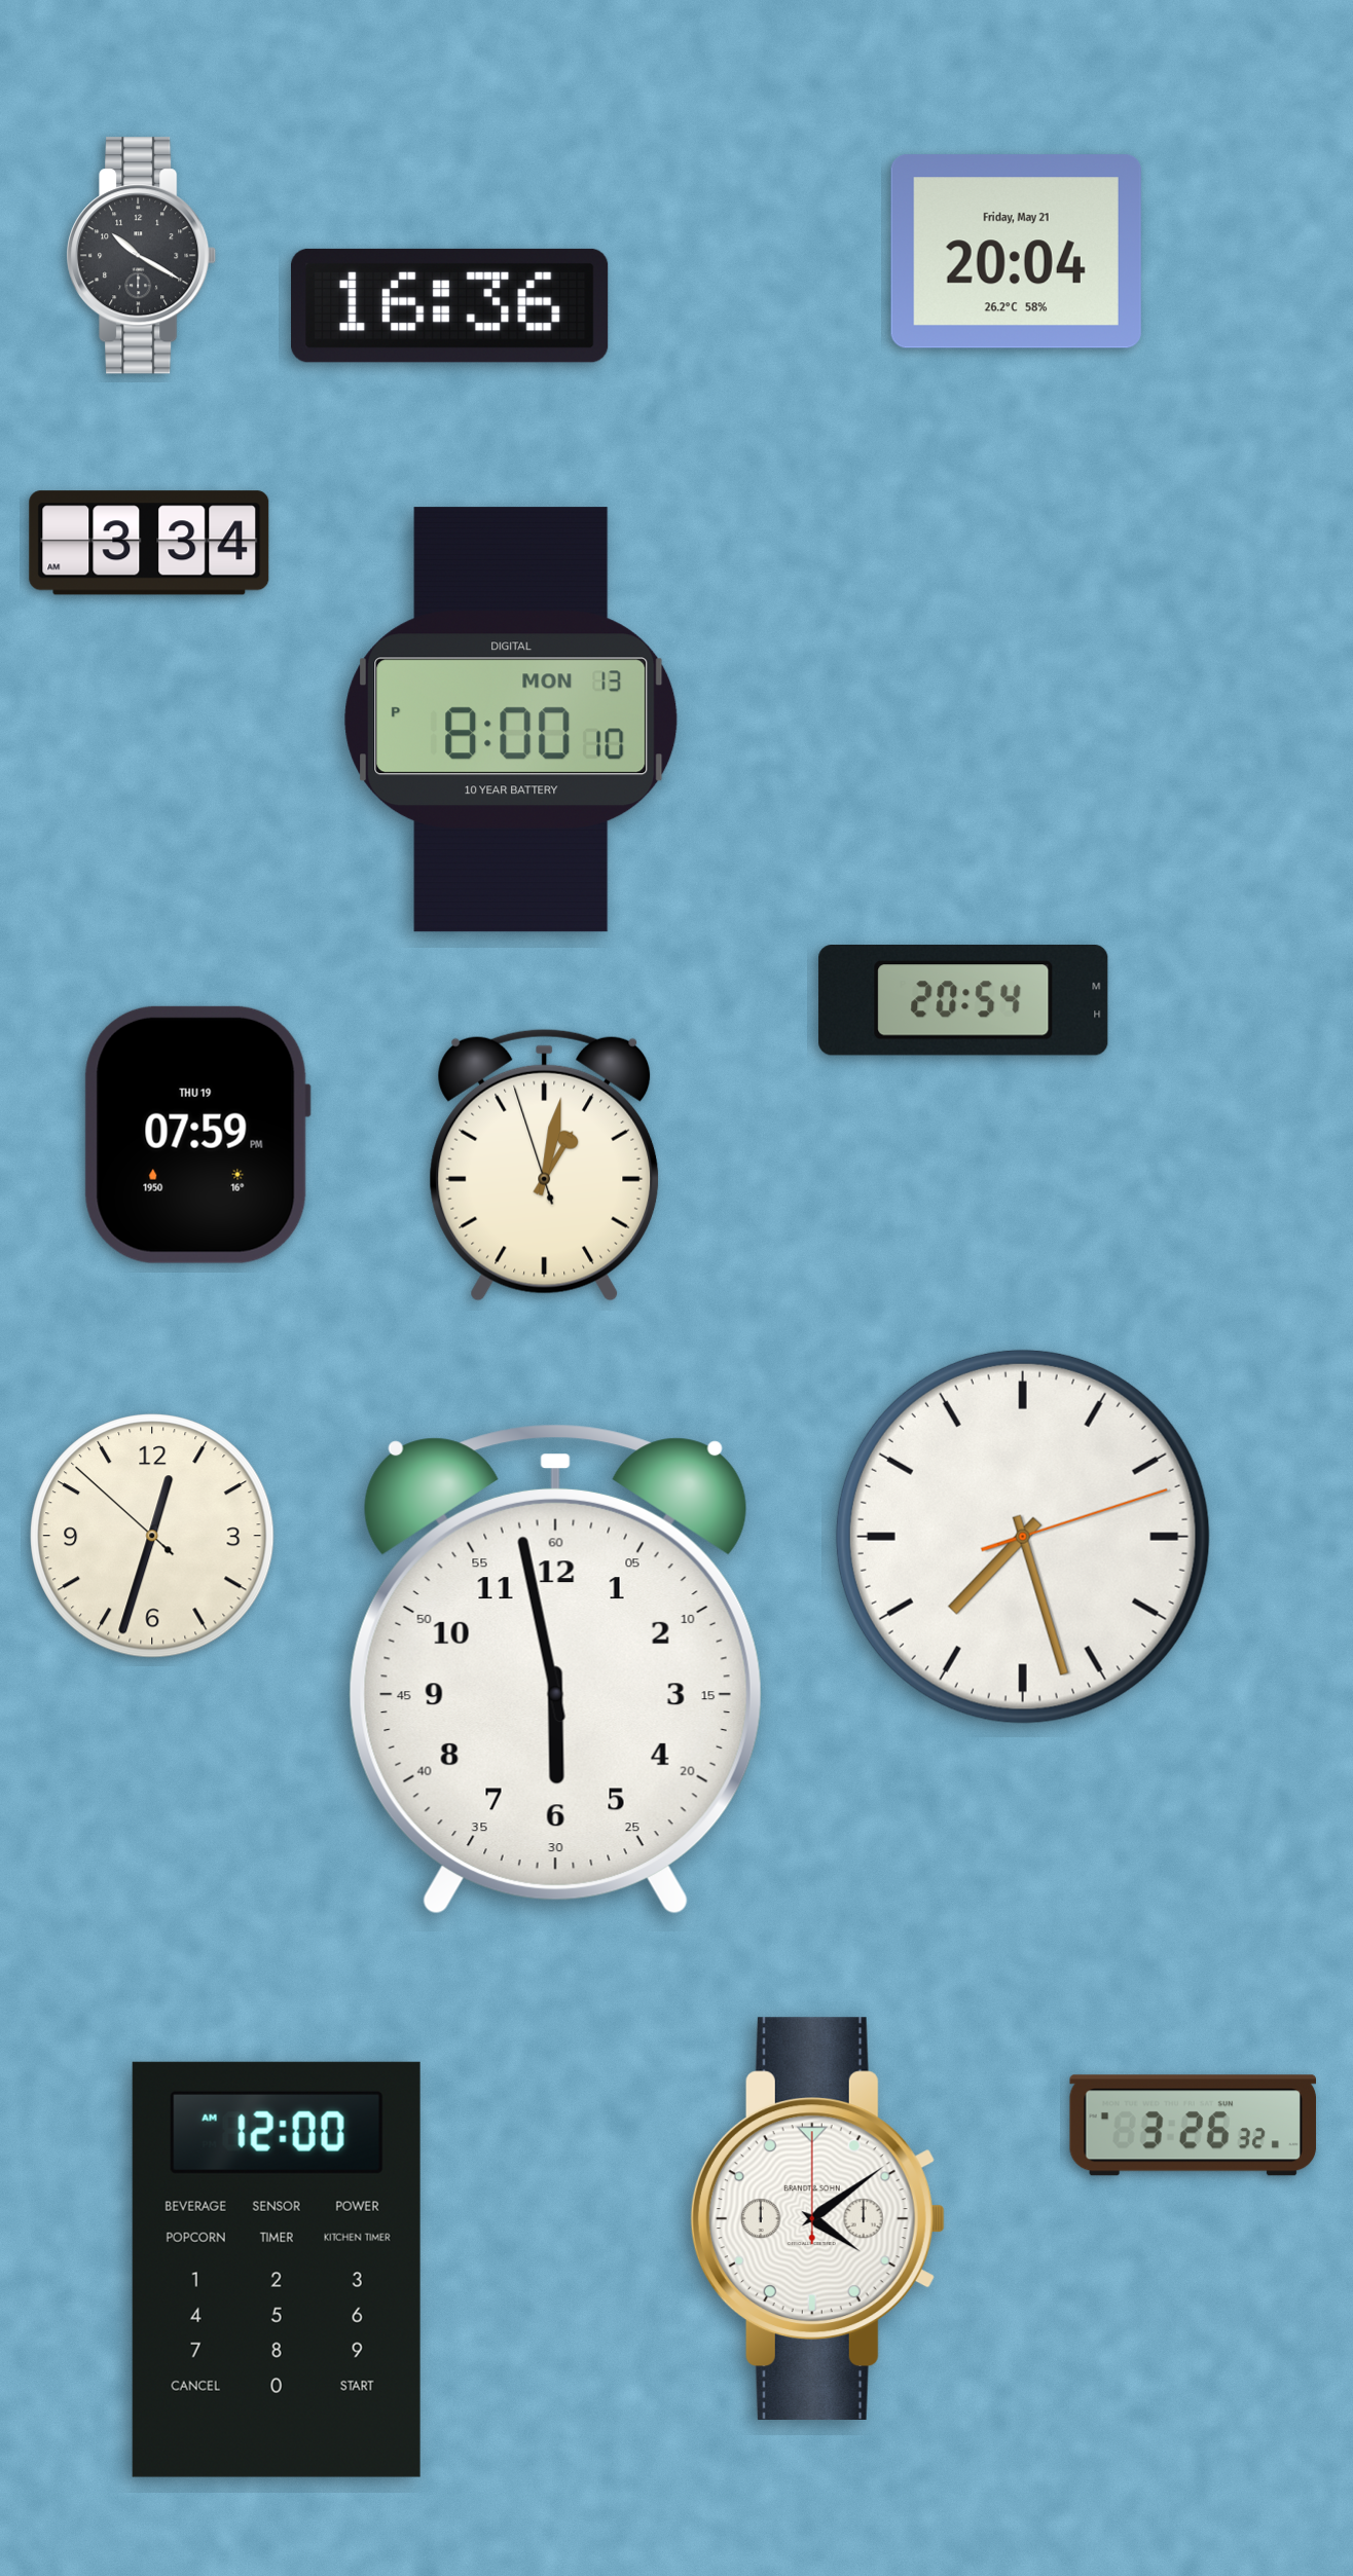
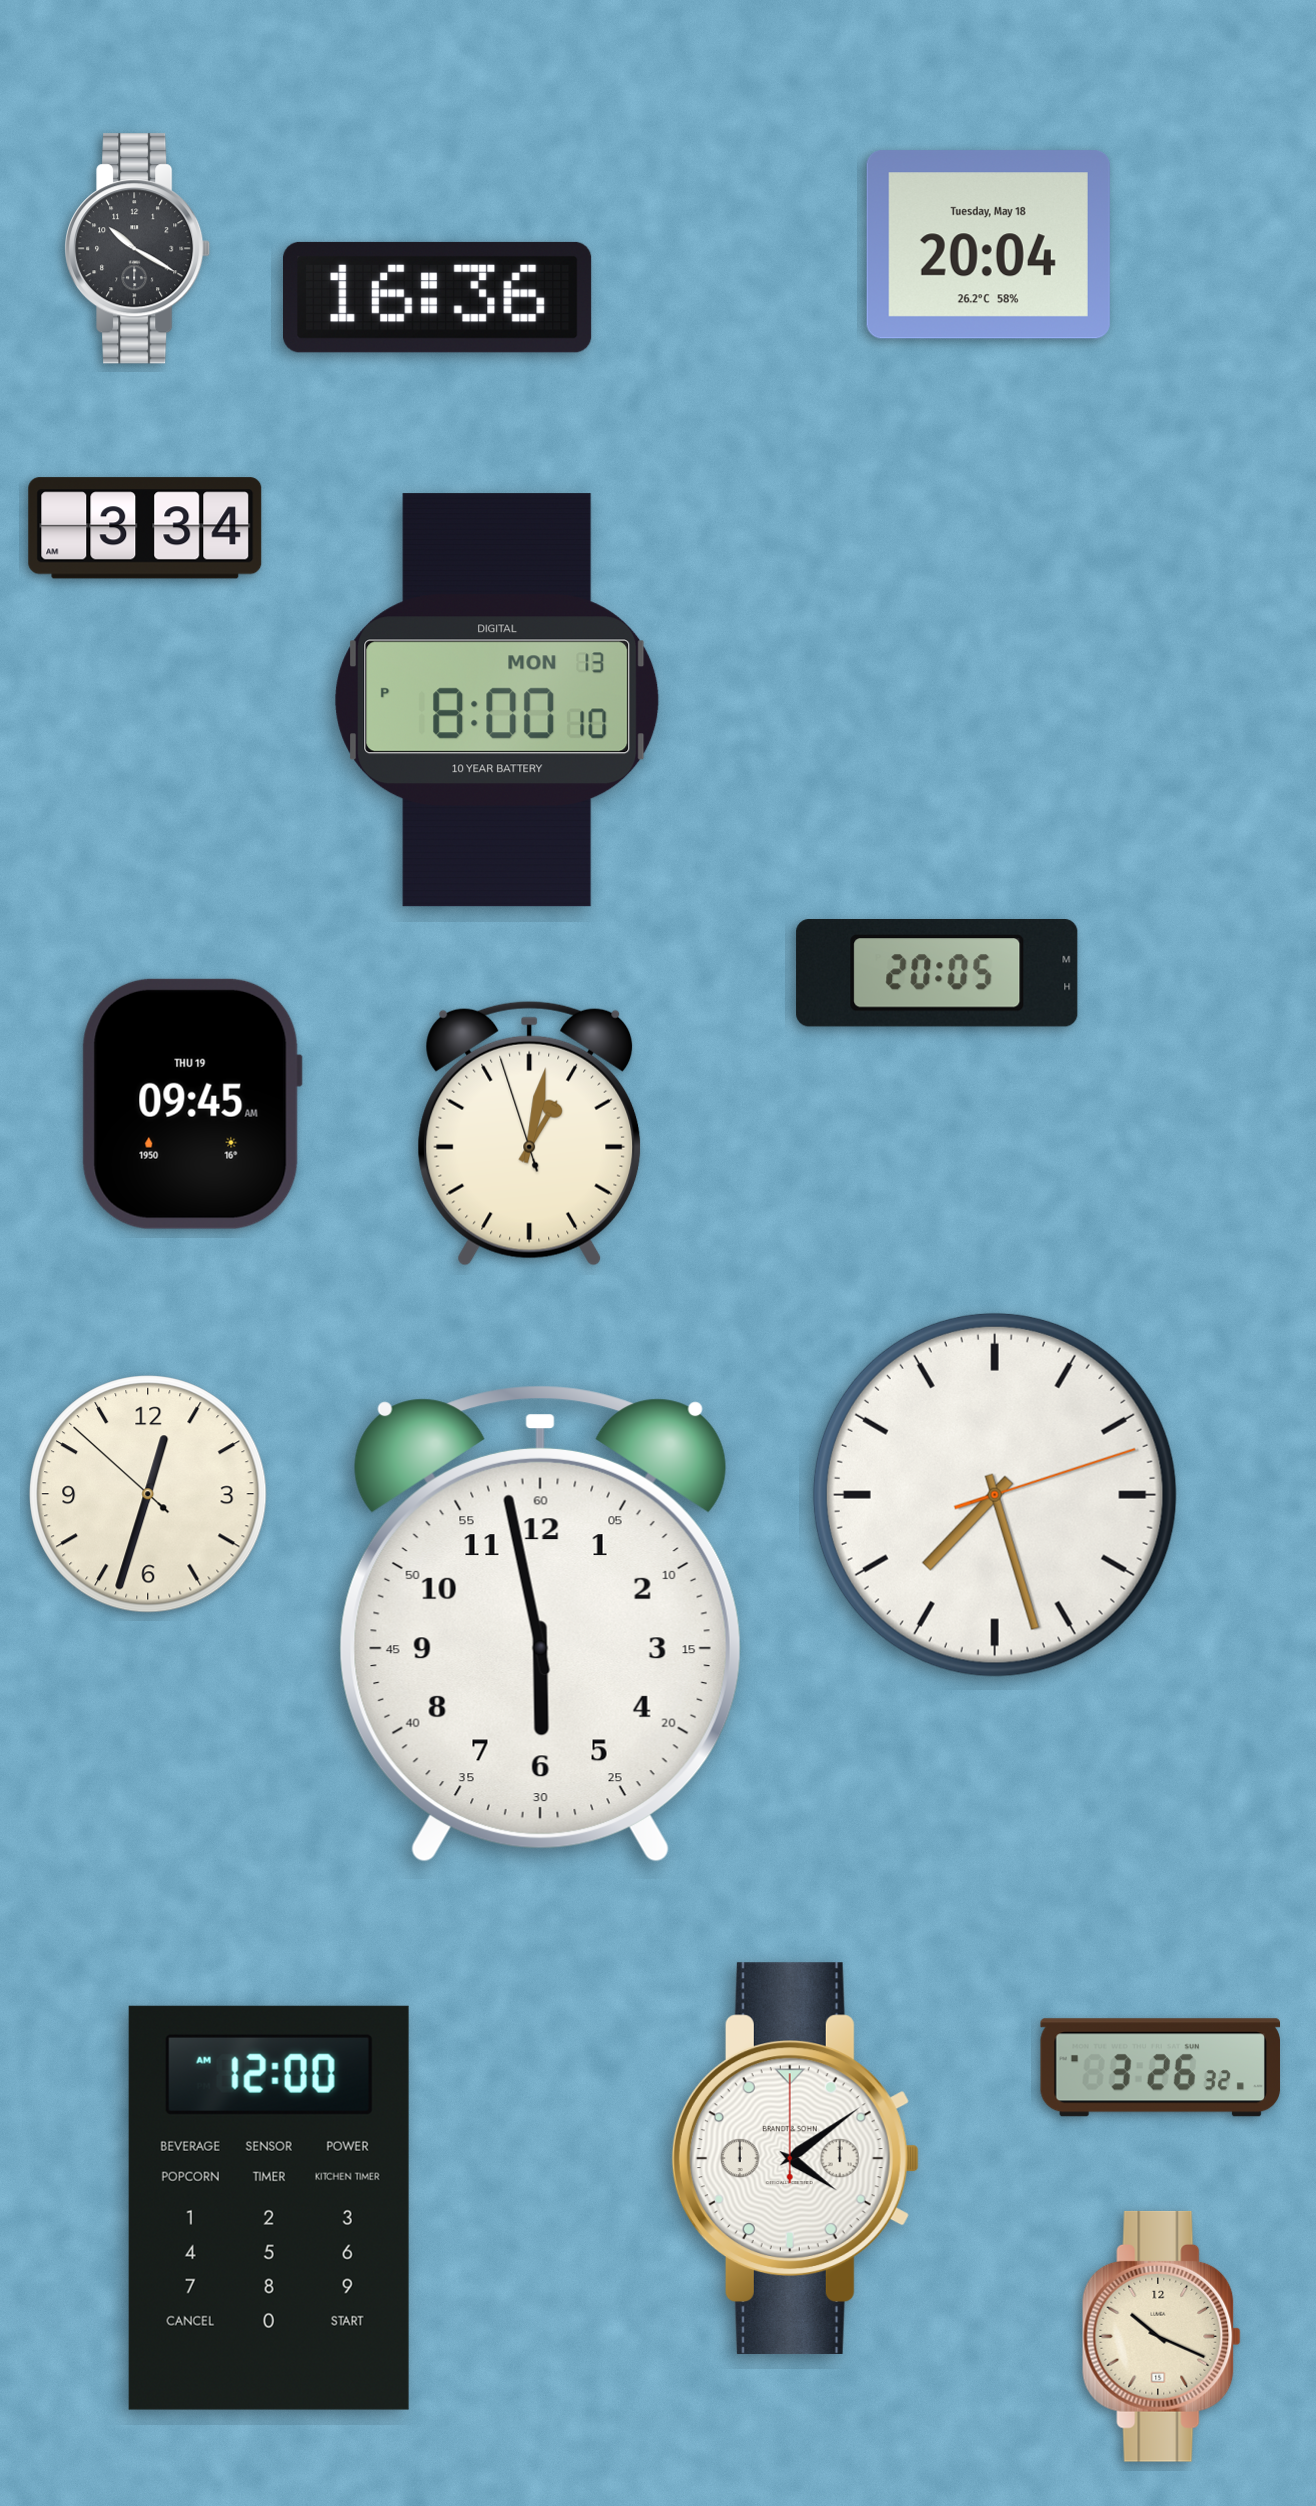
clock at (1016, 252) date: Friday, May 21 -> Tuesday, May 18
clock at (963, 1001): 20:54 -> 20:05
clock at (197, 1135): 07:59 -> 09:45
clock at (1162, 2336): none -> 10:19
